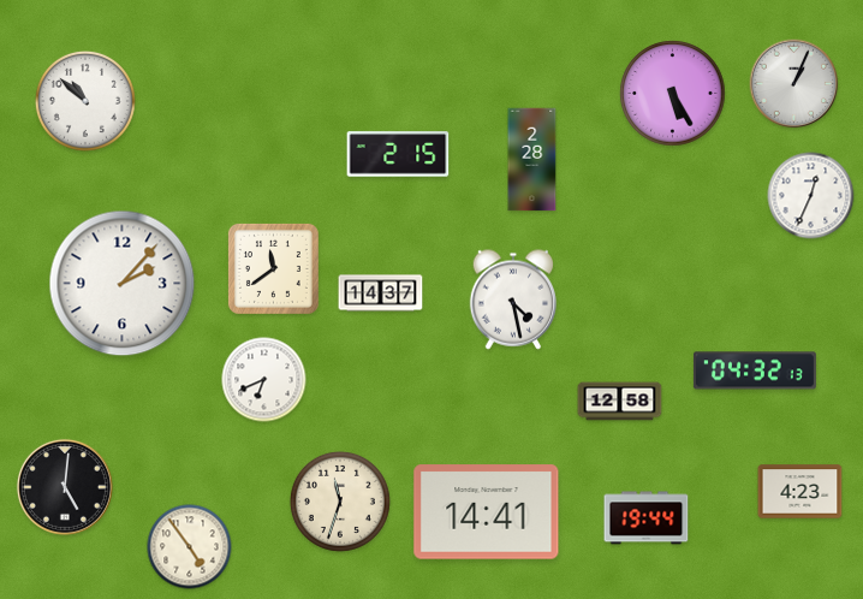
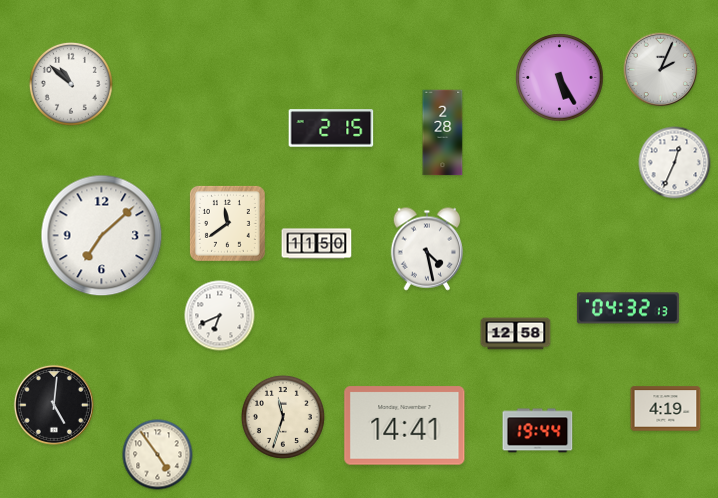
clock at (794, 84): 1:04 -> 2:04
clock at (123, 284): 2:07 -> 7:08
clock at (381, 293): 14:37 -> 11:50
clock at (800, 492): 4:23 -> 4:19
